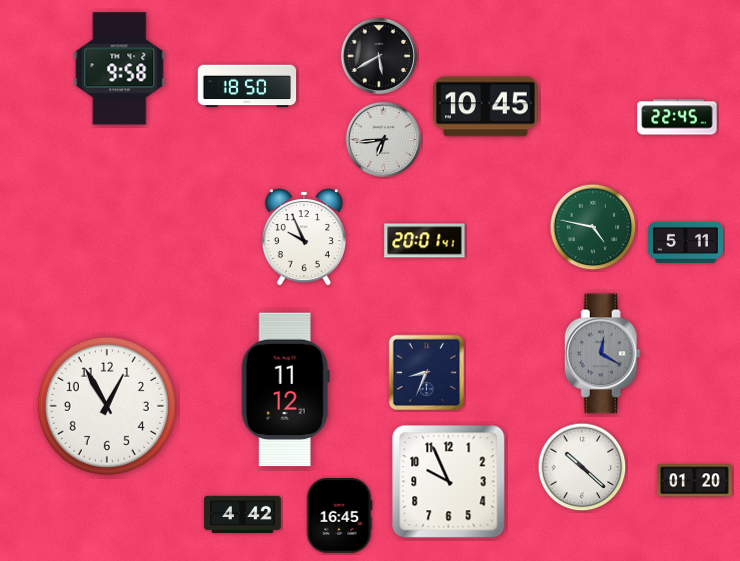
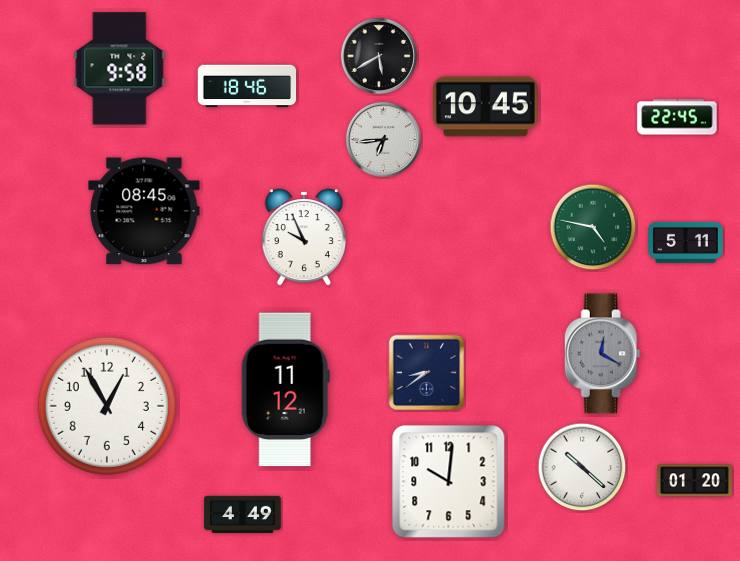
clock at (247, 86): 18:50 -> 18:46
clock at (144, 211): none -> 08:45
clock at (425, 241): 20:01 -> none
clock at (427, 373): 8:34 -> 8:39
clock at (449, 482): 9:56 -> 10:01
clock at (243, 514): 4:42 -> 4:49
clock at (339, 515): 16:45 -> none
